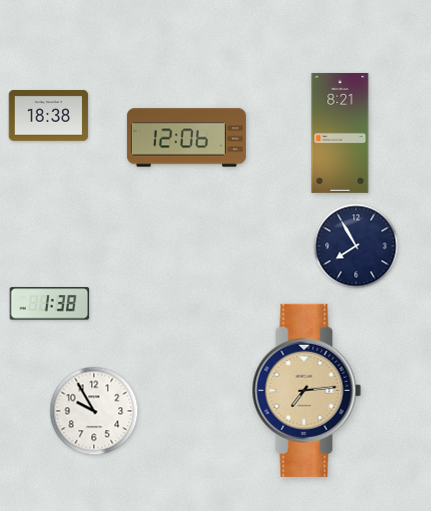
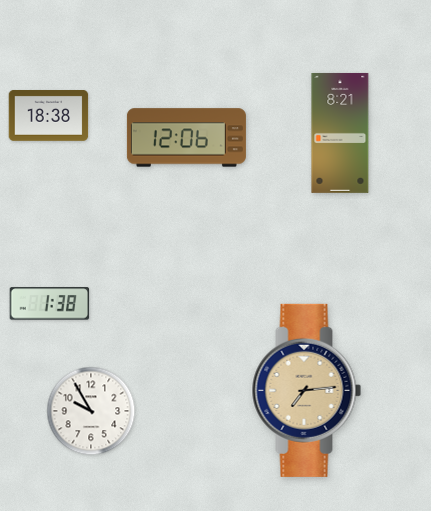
clock at (356, 246): 7:55 -> none
clock at (94, 411) position: (94, 411) -> (91, 411)
